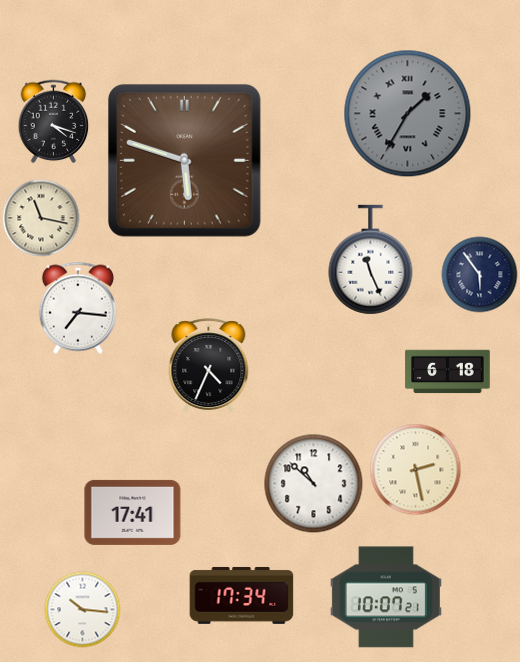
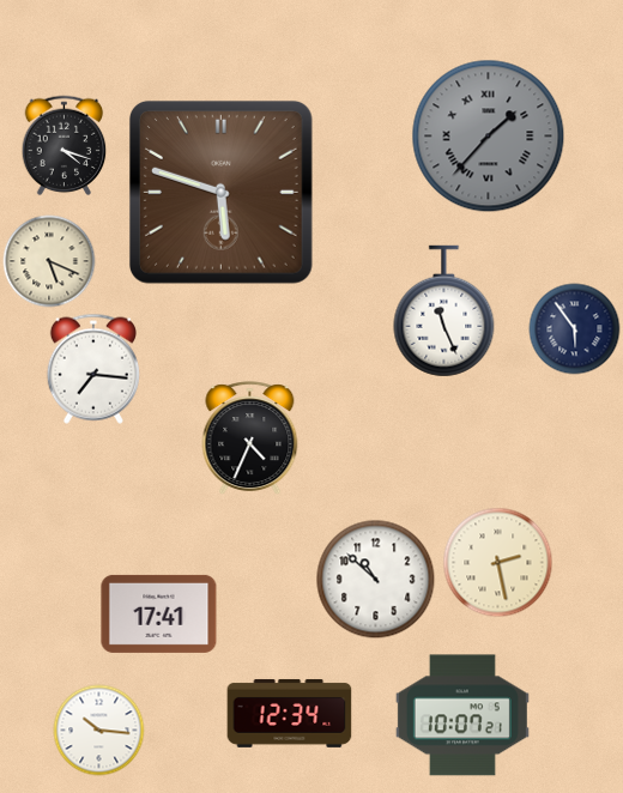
clock at (408, 114): 1:35 -> 1:37
clock at (41, 218): 11:17 -> 5:19
clock at (448, 372): 6:18 -> none
clock at (242, 595): 17:34 -> 12:34
